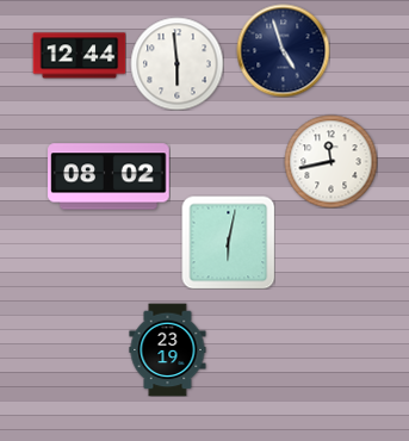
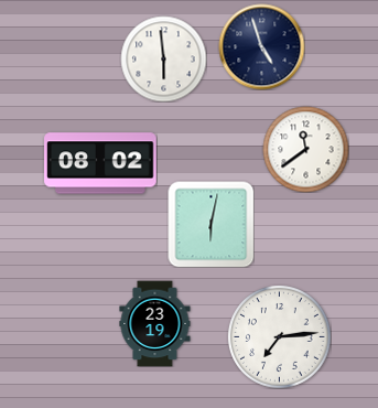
clock at (79, 56): 12:44 -> none
clock at (330, 161): 11:43 -> 11:39
clock at (279, 336): none -> 7:14
